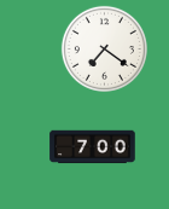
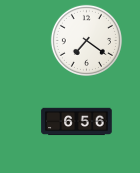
clock at (93, 147): 7:00 -> 6:56
